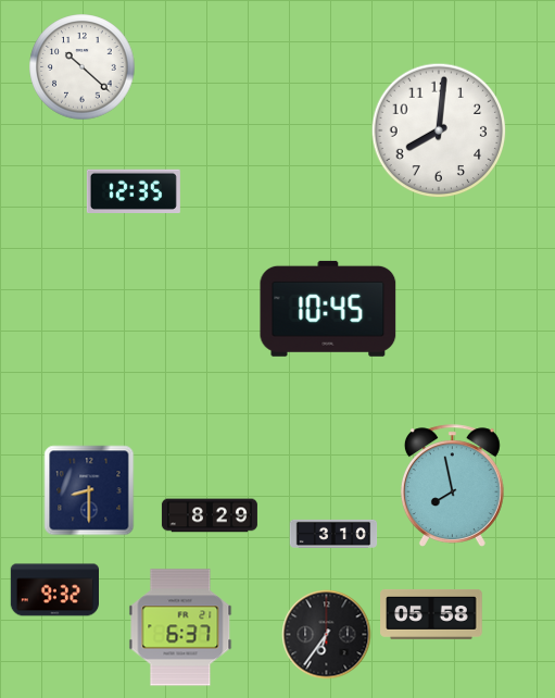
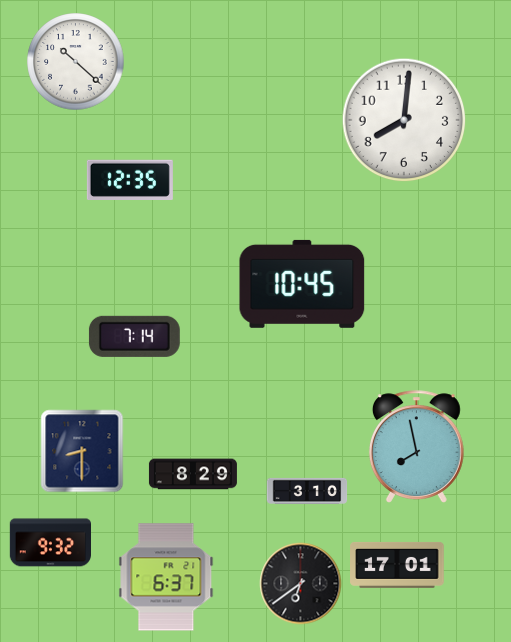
clock at (134, 190) position: (134, 190) -> (130, 179)
clock at (134, 336): none -> 7:14
clock at (431, 614): 05:58 -> 17:01
clock at (326, 634): 6:36 -> 6:39
